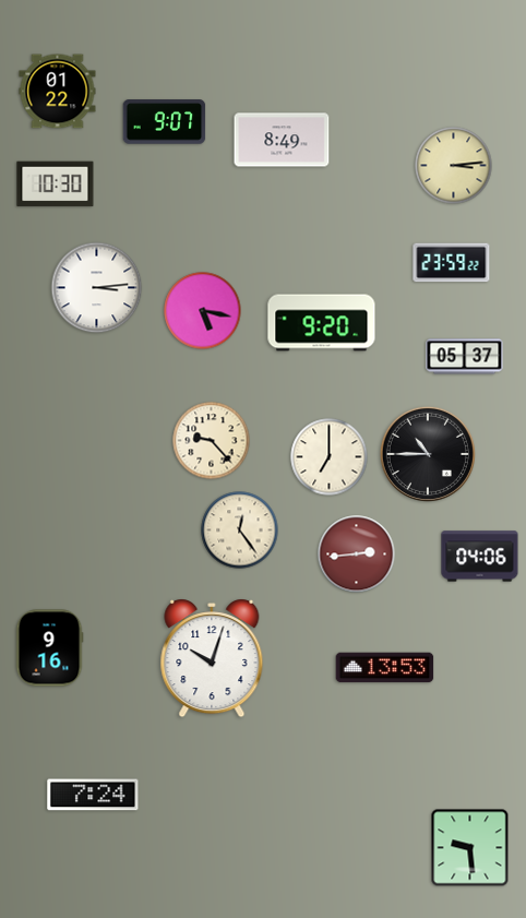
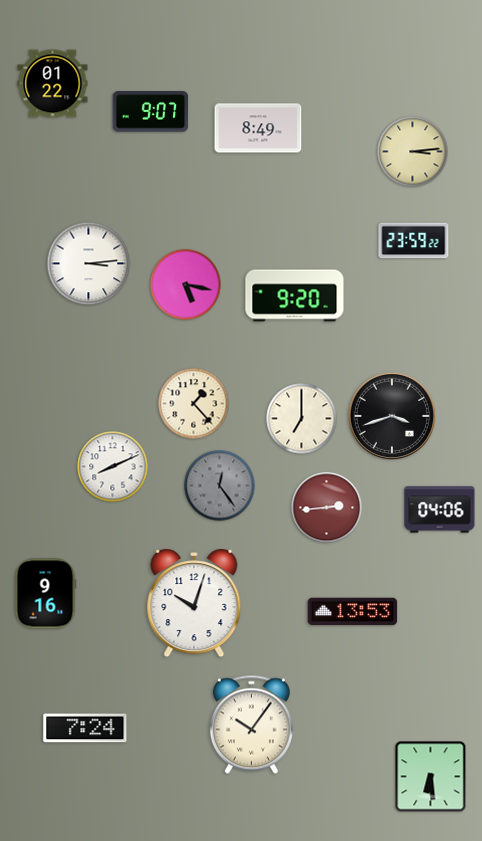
clock at (454, 166) position: (454, 166) -> (413, 152)
clock at (56, 184): 10:30 -> none
clock at (465, 357): 05:37 -> none
clock at (212, 441): 9:23 -> 1:23
clock at (428, 454): 10:45 -> 3:42
clock at (113, 467): none -> 8:11
clock at (240, 530) dial: cream -> grey
clock at (251, 725): none -> 10:06
clock at (470, 848): 9:29 -> 6:29
